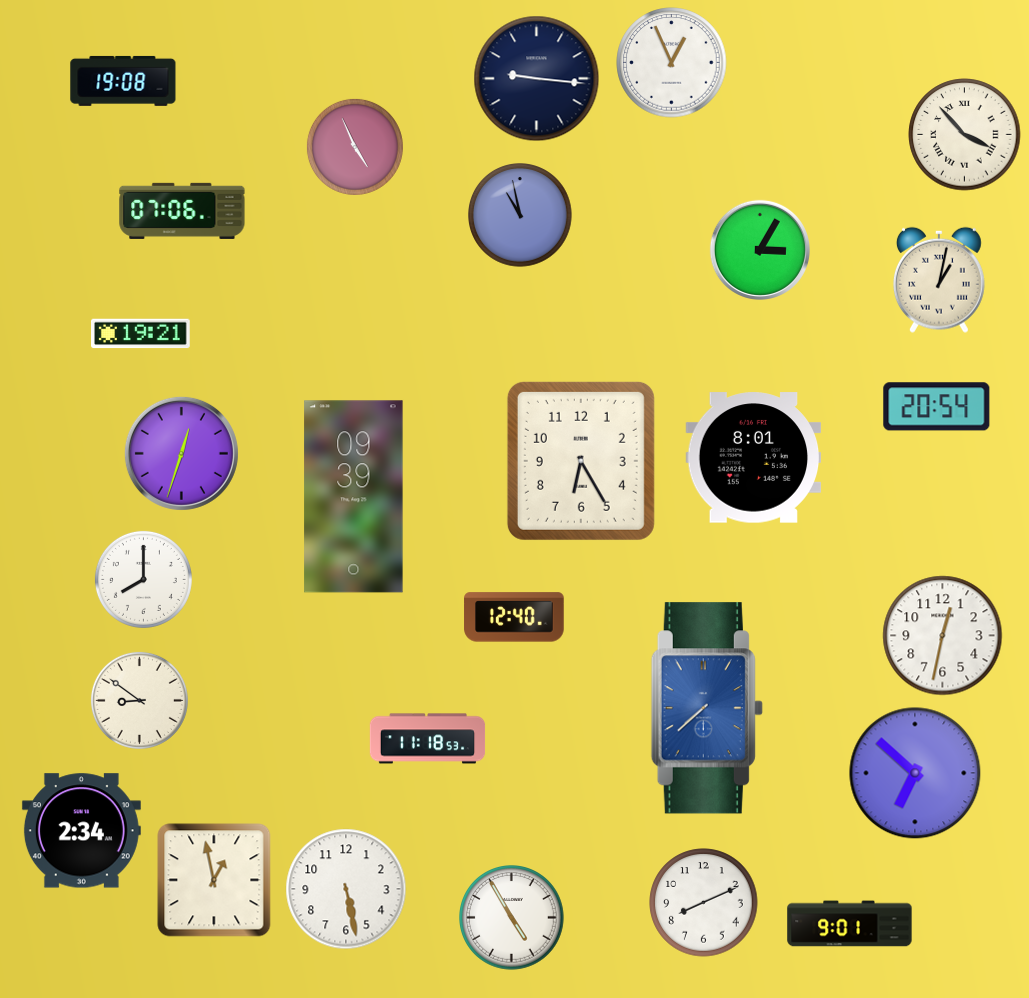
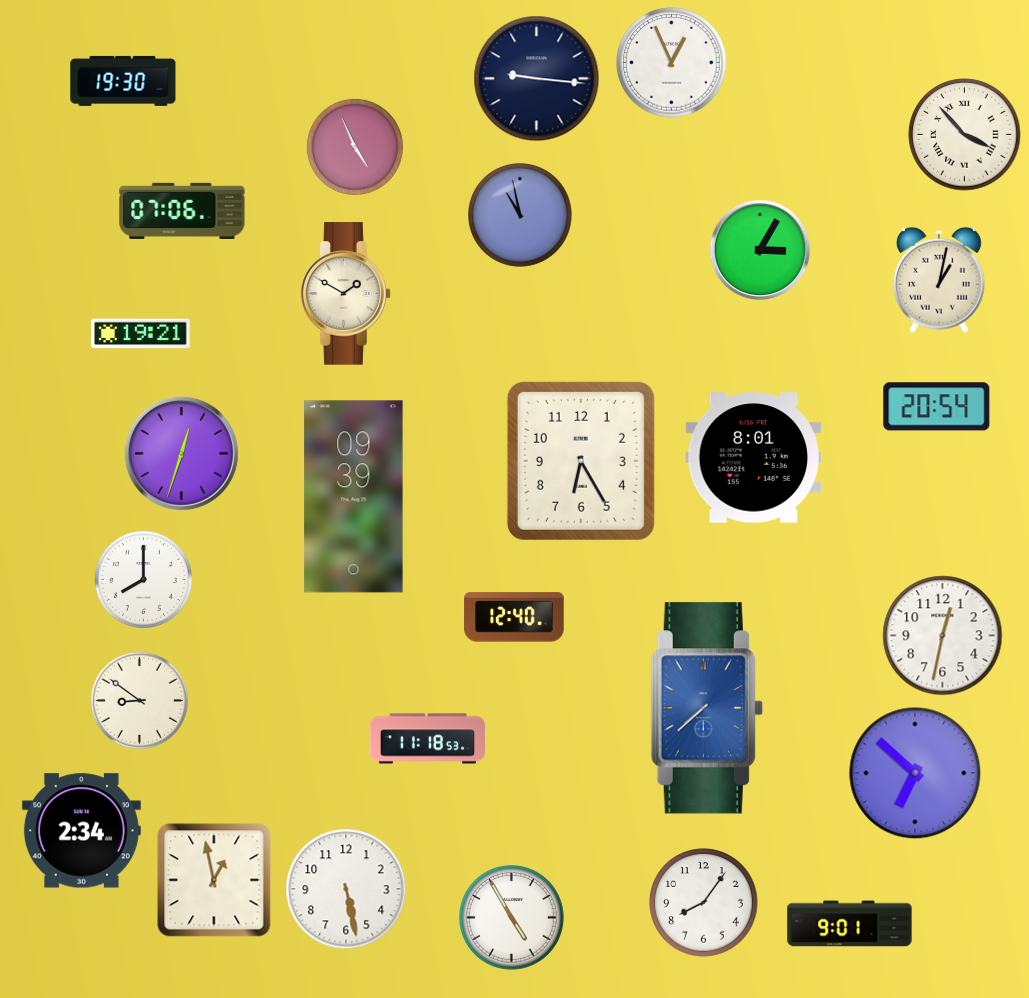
clock at (123, 81): 19:08 -> 19:30
clock at (346, 294): none -> 1:50
clock at (704, 903): 8:11 -> 8:06
